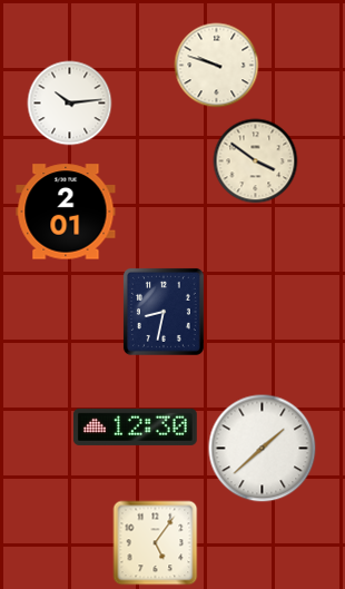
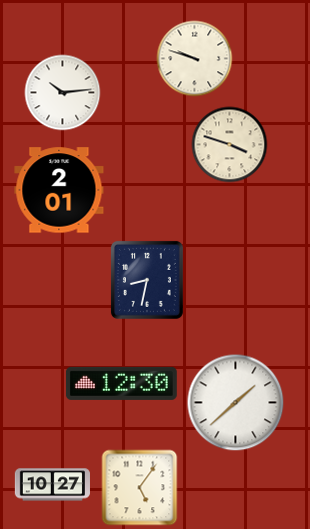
clock at (256, 161): 3:51 -> 3:48
clock at (52, 485): none -> 10:27
